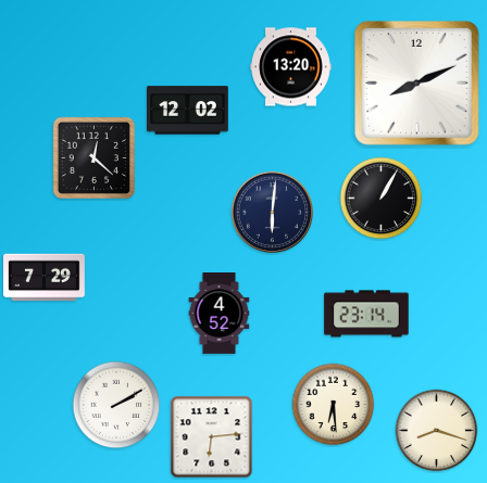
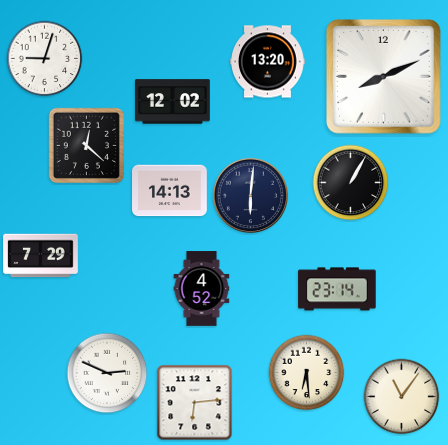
clock at (45, 59): none -> 9:03
clock at (170, 191): none -> 14:13
clock at (116, 405): 2:10 -> 2:49
clock at (437, 431): 8:18 -> 11:06
